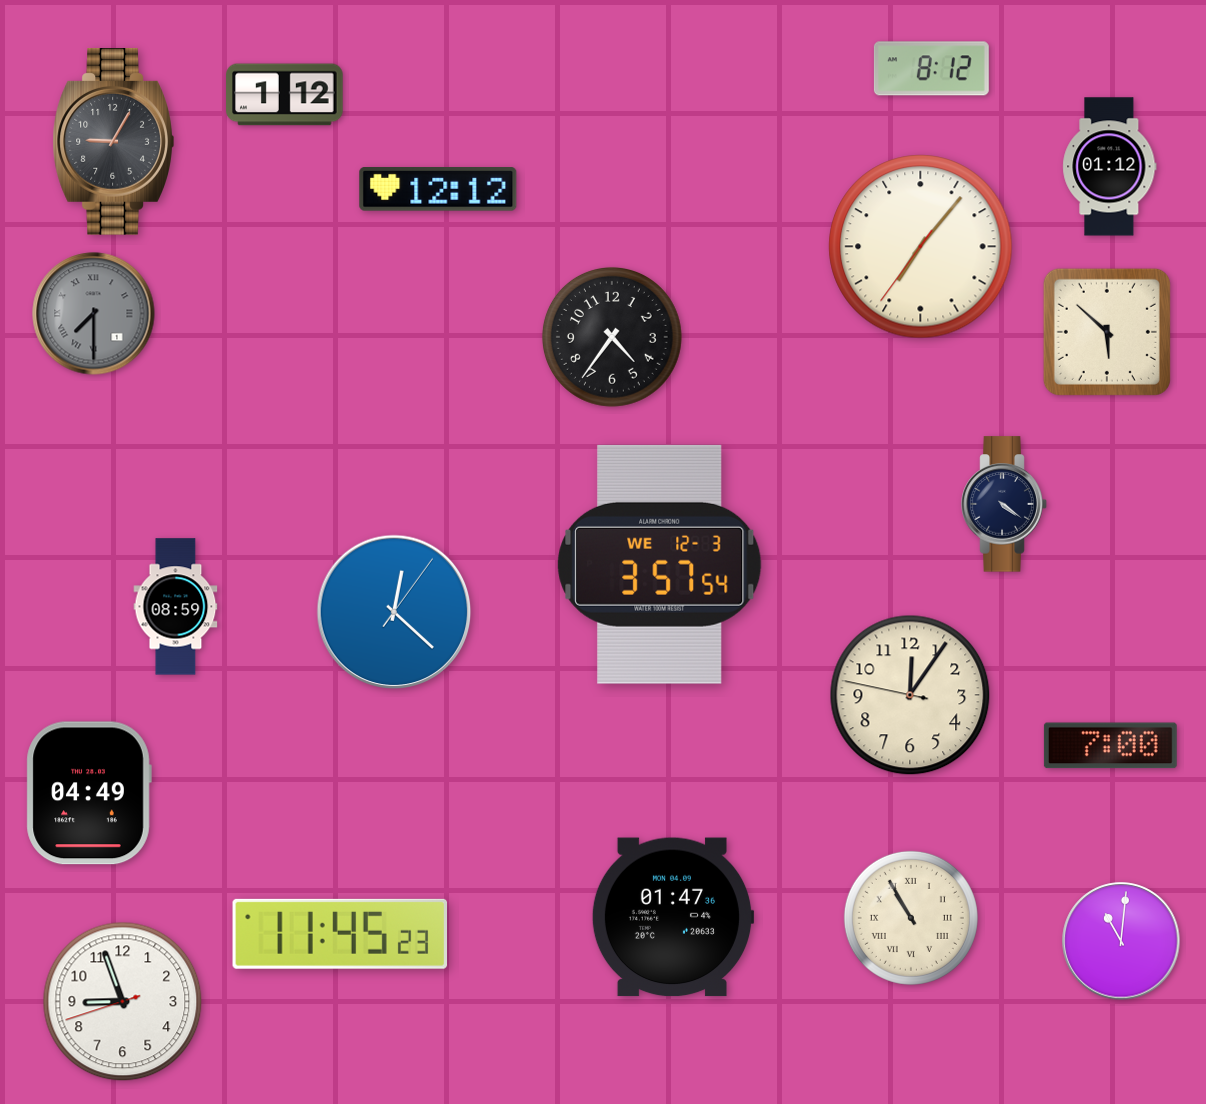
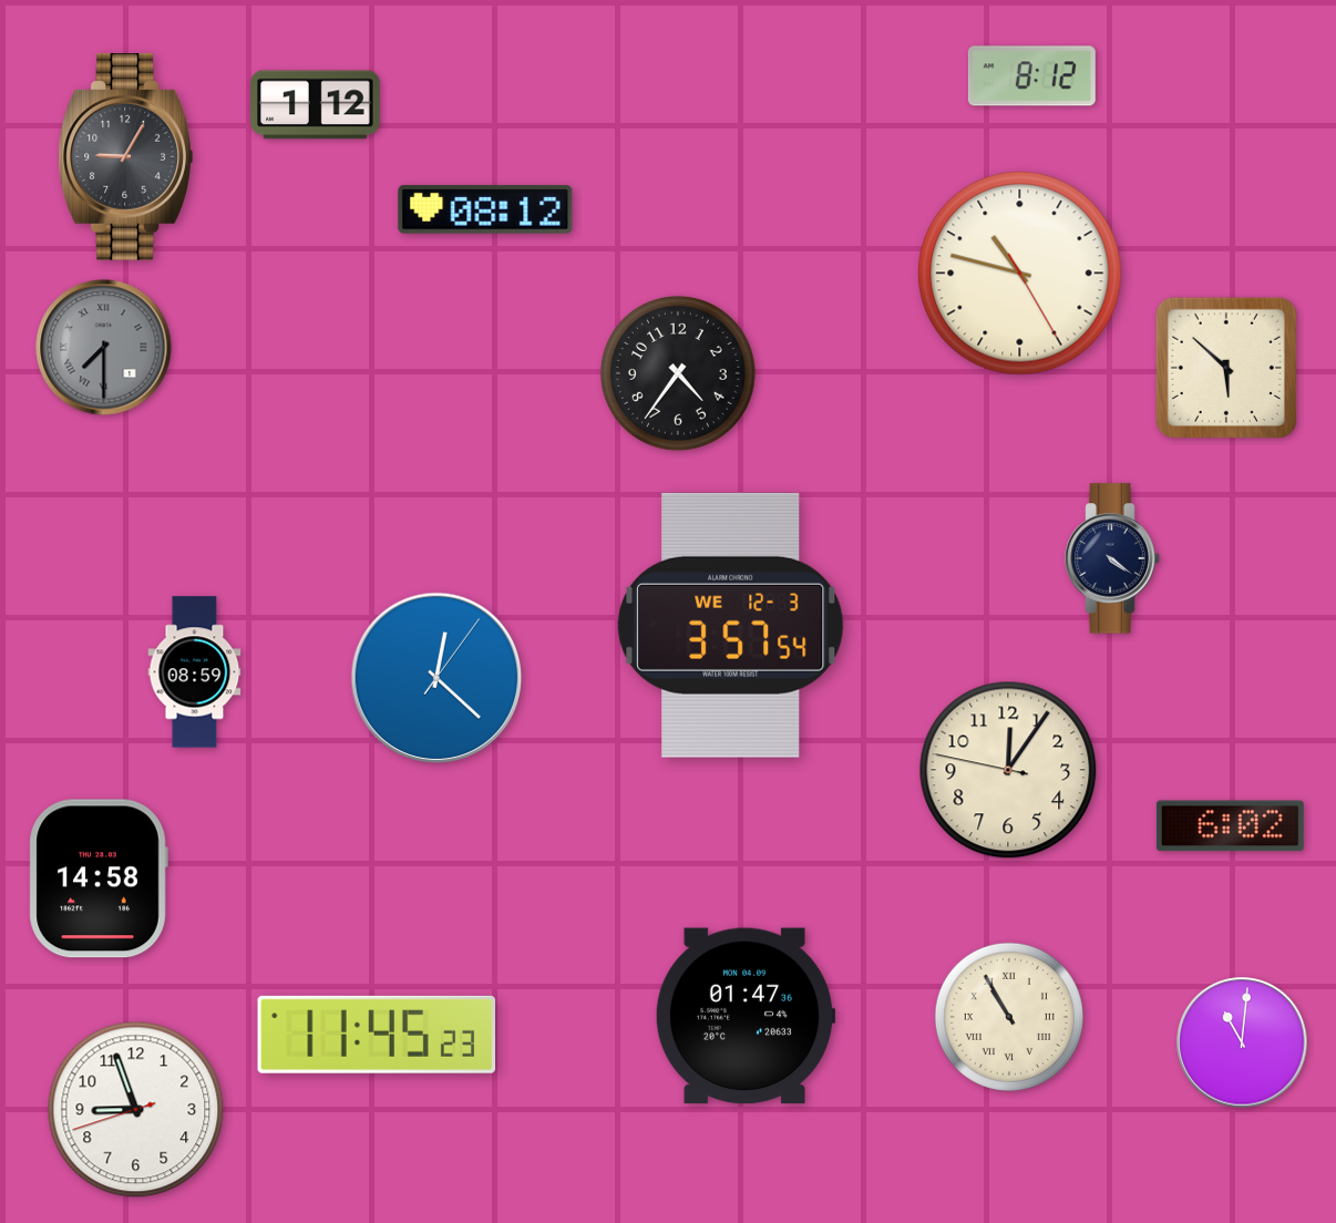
clock at (1110, 167): 01:12 -> none
clock at (438, 190): 12:12 -> 08:12
clock at (921, 247): 7:06 -> 10:47
clock at (1110, 746): 7:00 -> 6:02
clock at (89, 793): 04:49 -> 14:58
